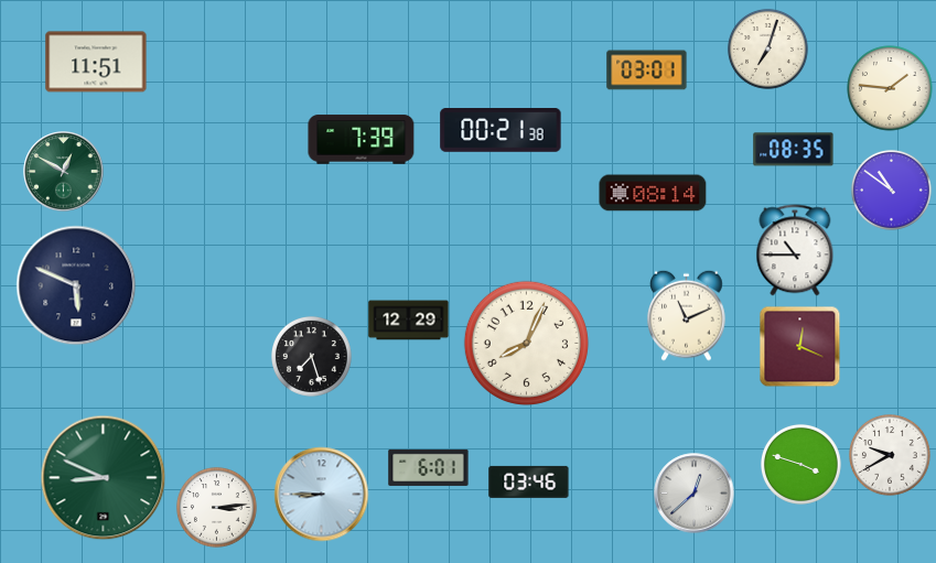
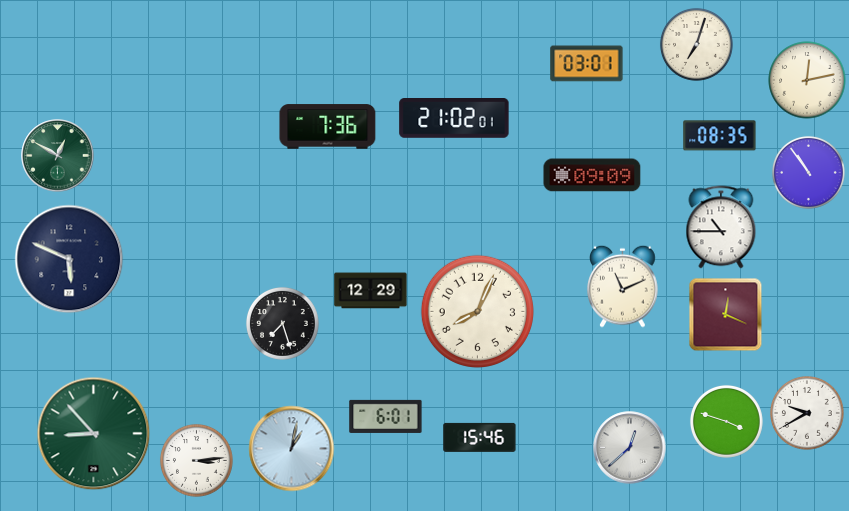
clock at (96, 62): 11:51 -> none
clock at (890, 88): 1:46 -> 12:13
clock at (501, 131): 00:21 -> 21:02
clock at (362, 140): 7:39 -> 7:36
clock at (892, 191): 10:51 -> 10:54
clock at (653, 193): 08:14 -> 09:09
clock at (429, 467) position: (429, 467) -> (386, 416)
clock at (104, 478): 8:49 -> 8:53
clock at (529, 481): 03:46 -> 15:46
clock at (322, 495): 8:45 -> 1:02
